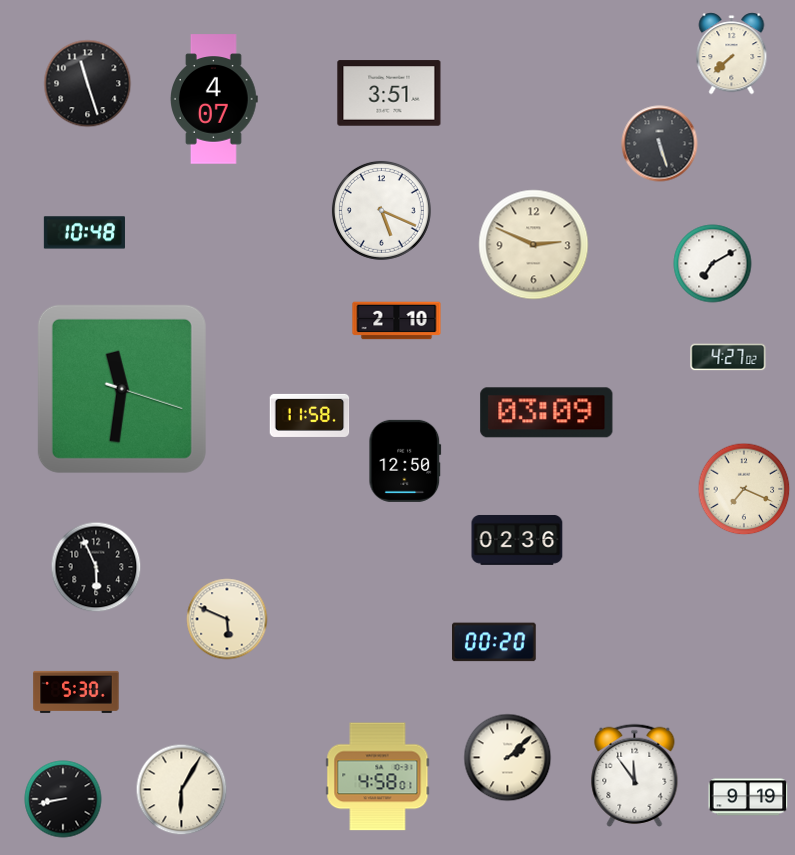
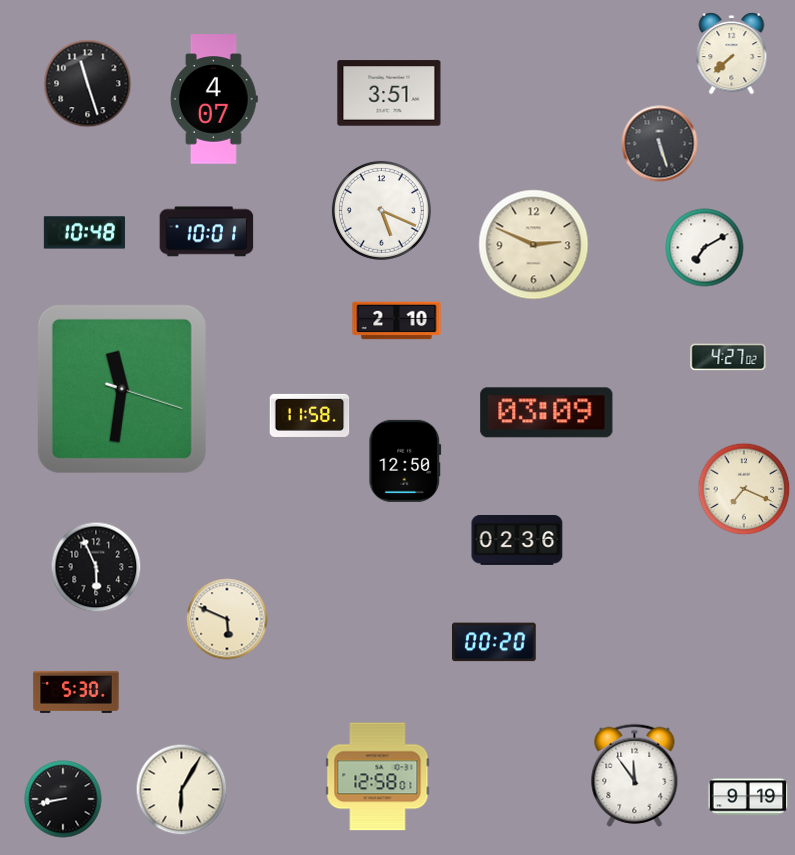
clock at (207, 232): none -> 10:01
clock at (713, 264) position: (713, 264) -> (705, 248)
clock at (508, 758): 2:08 -> none
clock at (378, 777): 4:58 -> 12:58
